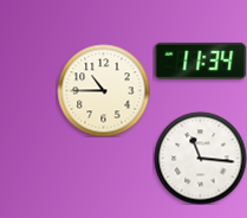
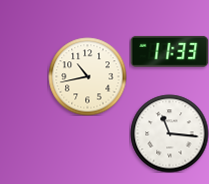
clock at (200, 60): 11:34 -> 11:33
clock at (103, 90): 10:45 -> 10:43
